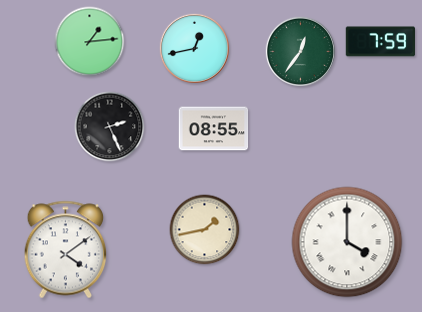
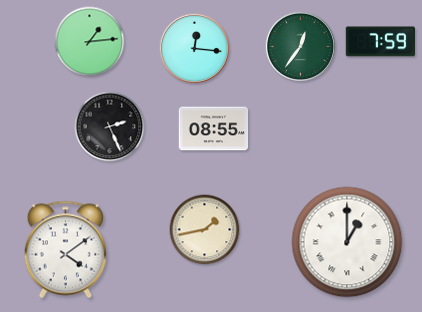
clock at (194, 48): 12:43 -> 12:16
clock at (300, 51) position: (300, 51) -> (300, 46)
clock at (347, 242): 4:00 -> 1:00
